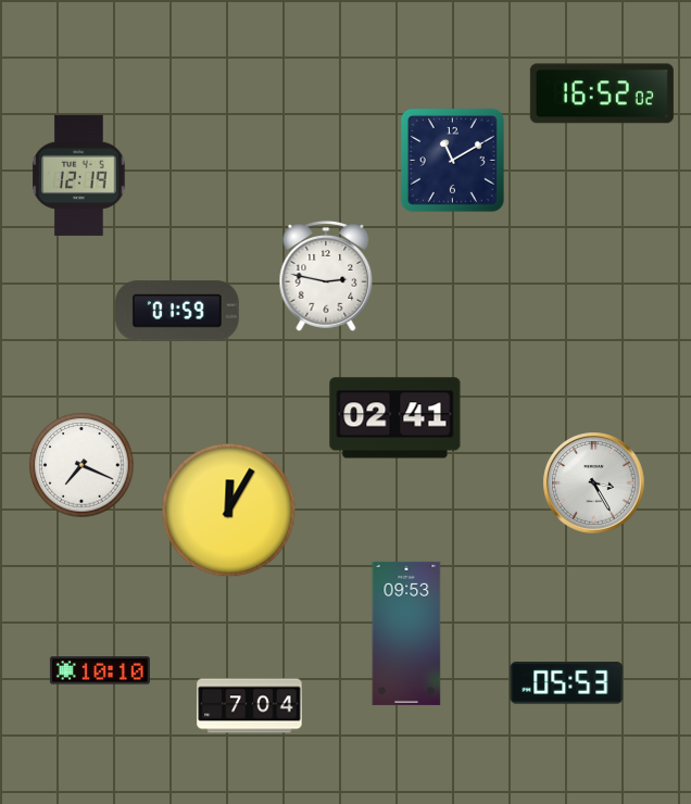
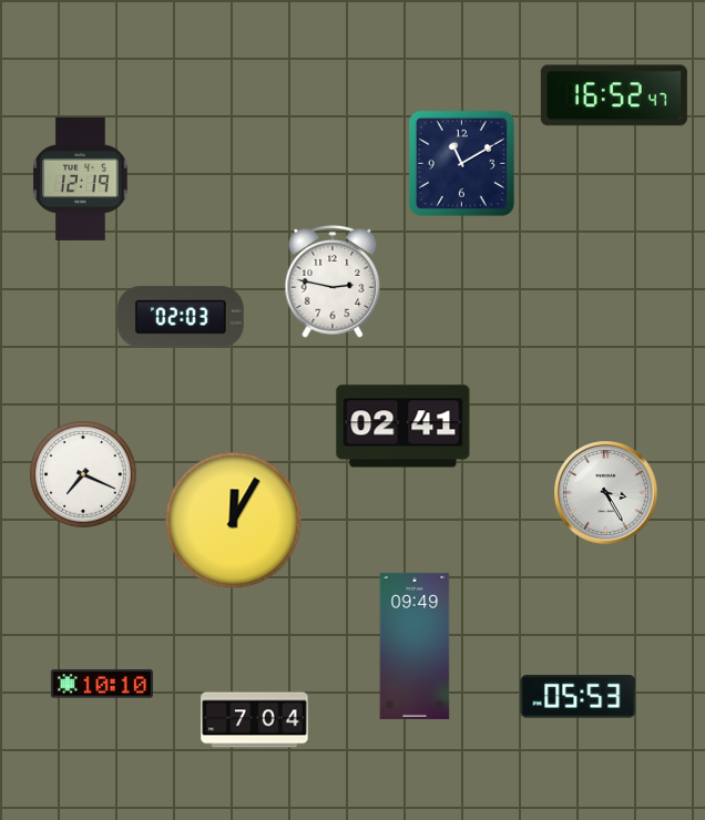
clock at (602, 93): 16:52:02 -> 16:52:47
clock at (177, 311): 01:59 -> 02:03
clock at (406, 633): 09:53 -> 09:49
